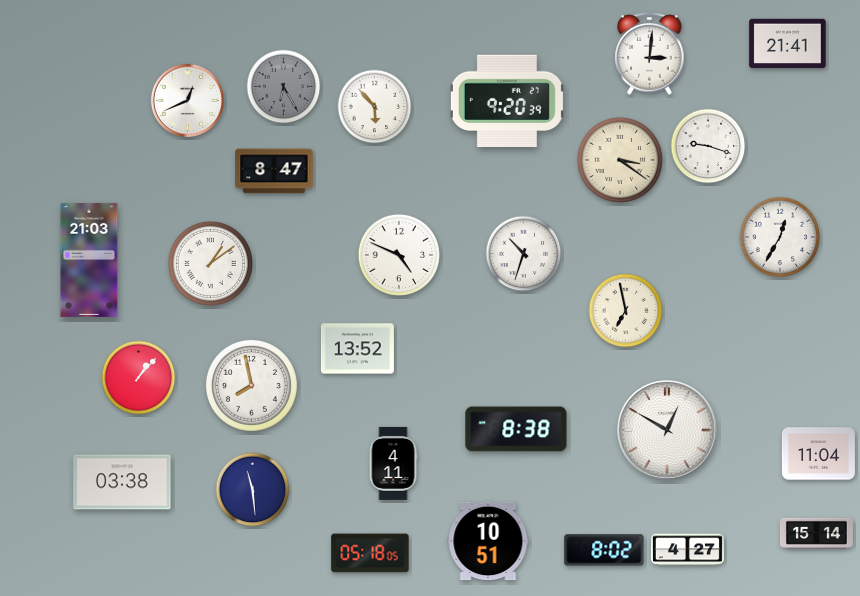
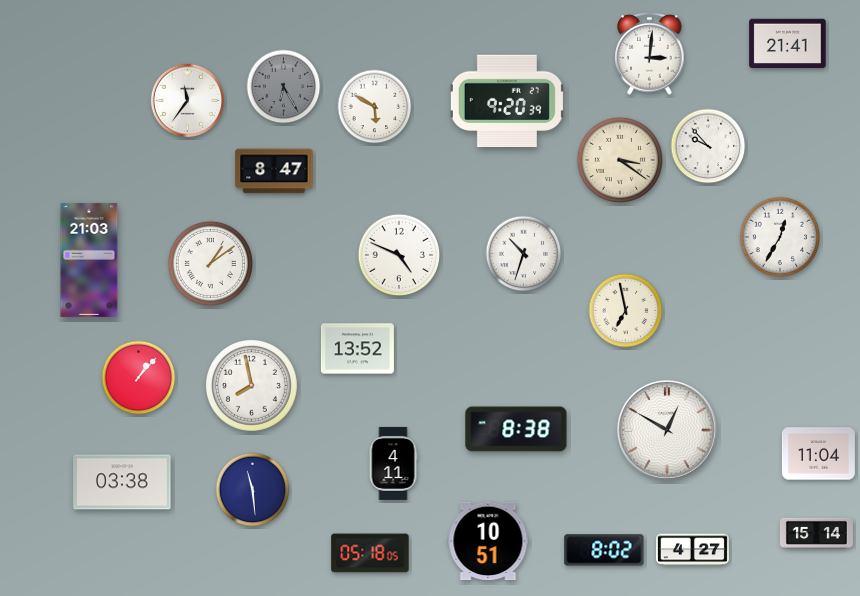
clock at (187, 100): 12:41 -> 11:36
clock at (375, 107): 5:53 -> 5:50
clock at (708, 146): 9:18 -> 9:53
clock at (687, 550) position: (687, 550) -> (692, 550)
